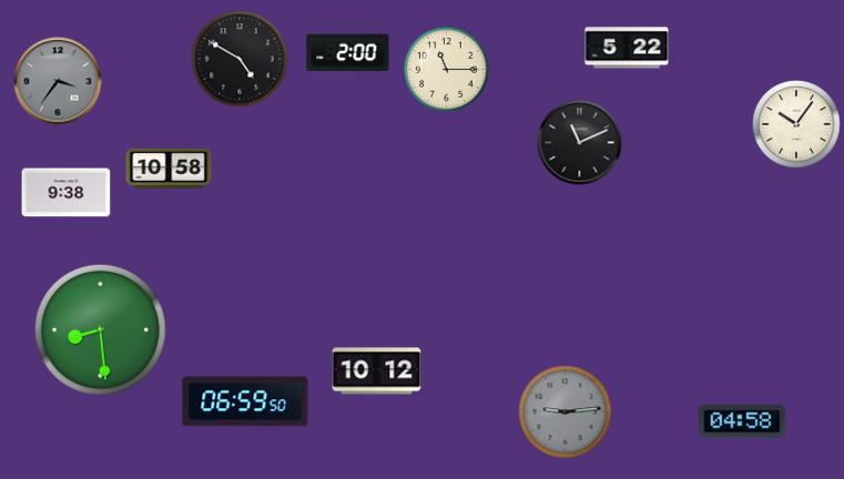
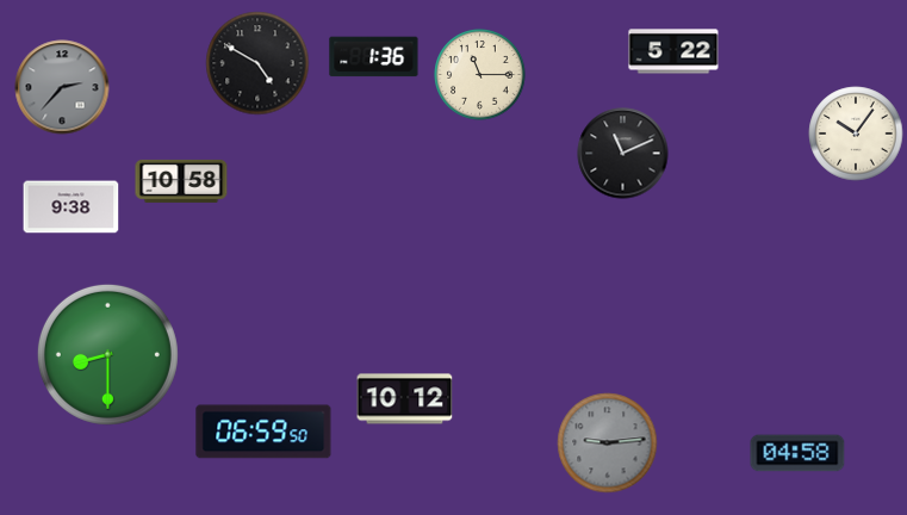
clock at (348, 53): 2:00 -> 1:36
clock at (58, 81): 3:36 -> 2:37
clock at (100, 329): 8:29 -> 8:30
